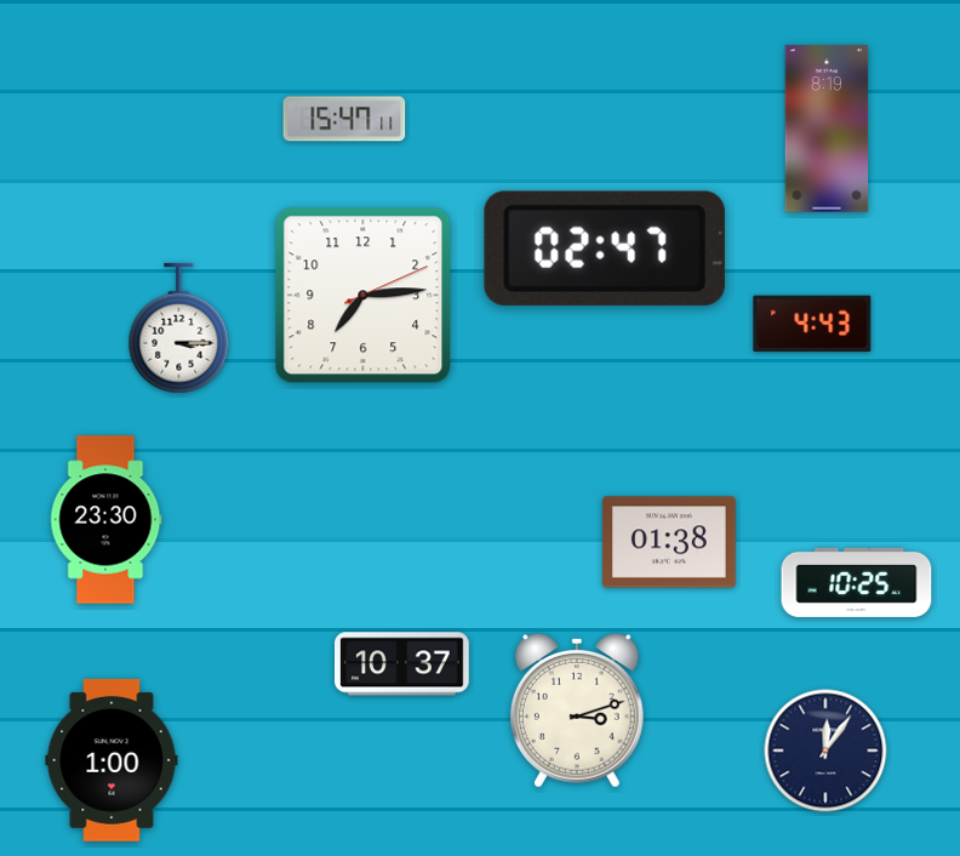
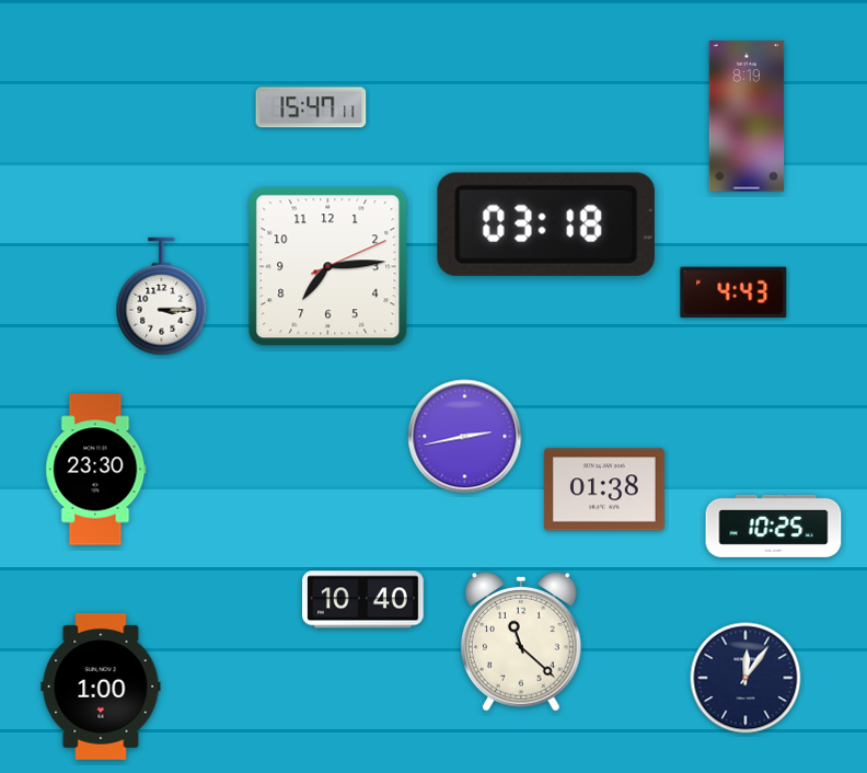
clock at (605, 249): 02:47 -> 03:18
clock at (465, 437): none -> 2:43
clock at (402, 664): 10:37 -> 10:40
clock at (577, 711): 3:12 -> 11:22
